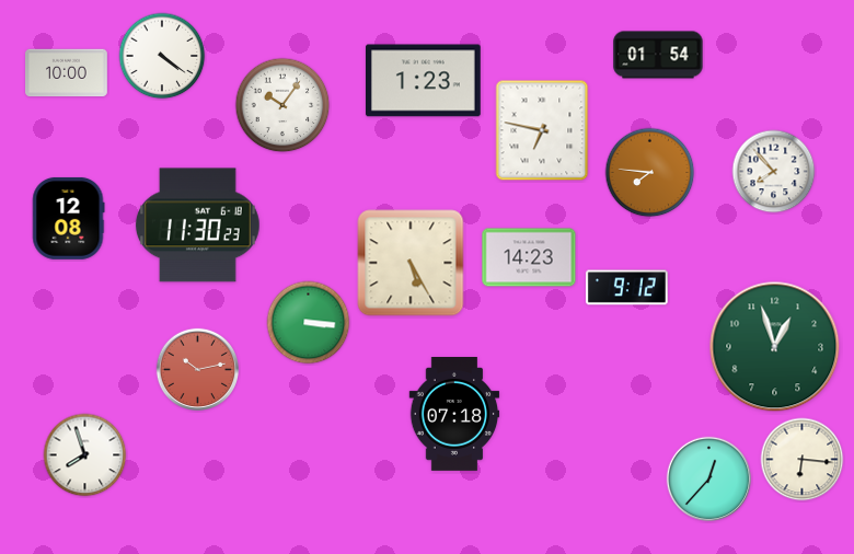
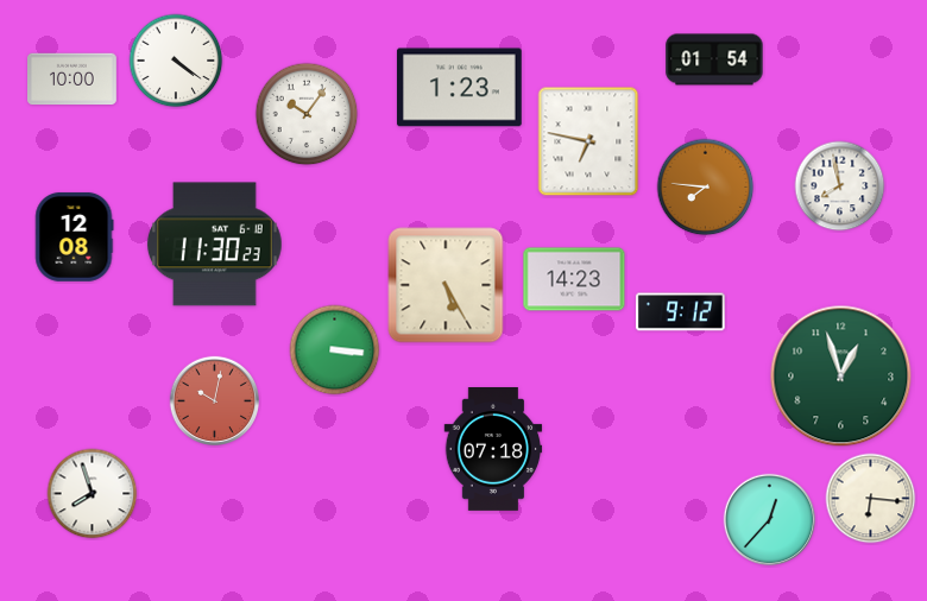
clock at (774, 172): 7:53 -> 7:58
clock at (197, 369): 10:13 -> 10:02
